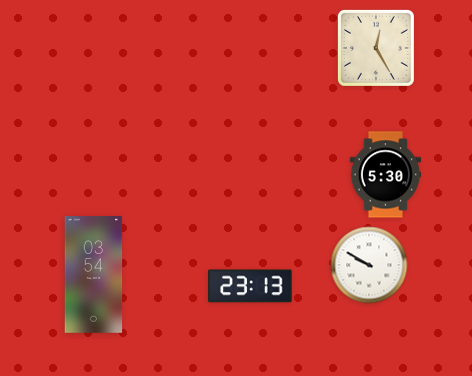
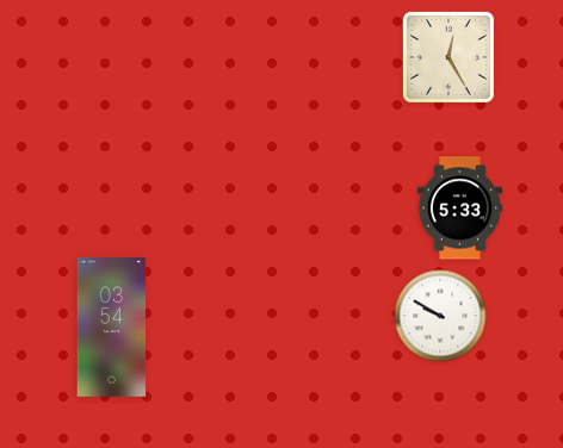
clock at (385, 175): 5:30 -> 5:33
clock at (250, 286): 23:13 -> none
